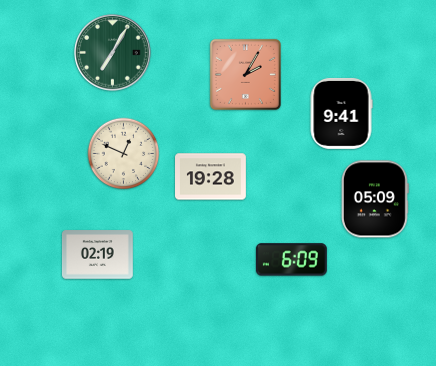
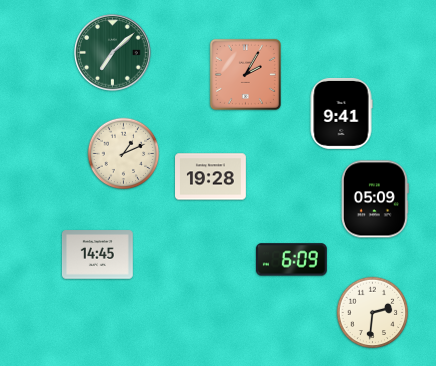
clock at (113, 53): 7:05 -> 7:08
clock at (124, 154): 12:49 -> 1:11
clock at (97, 255): 02:19 -> 14:45
clock at (373, 313): none -> 2:31
